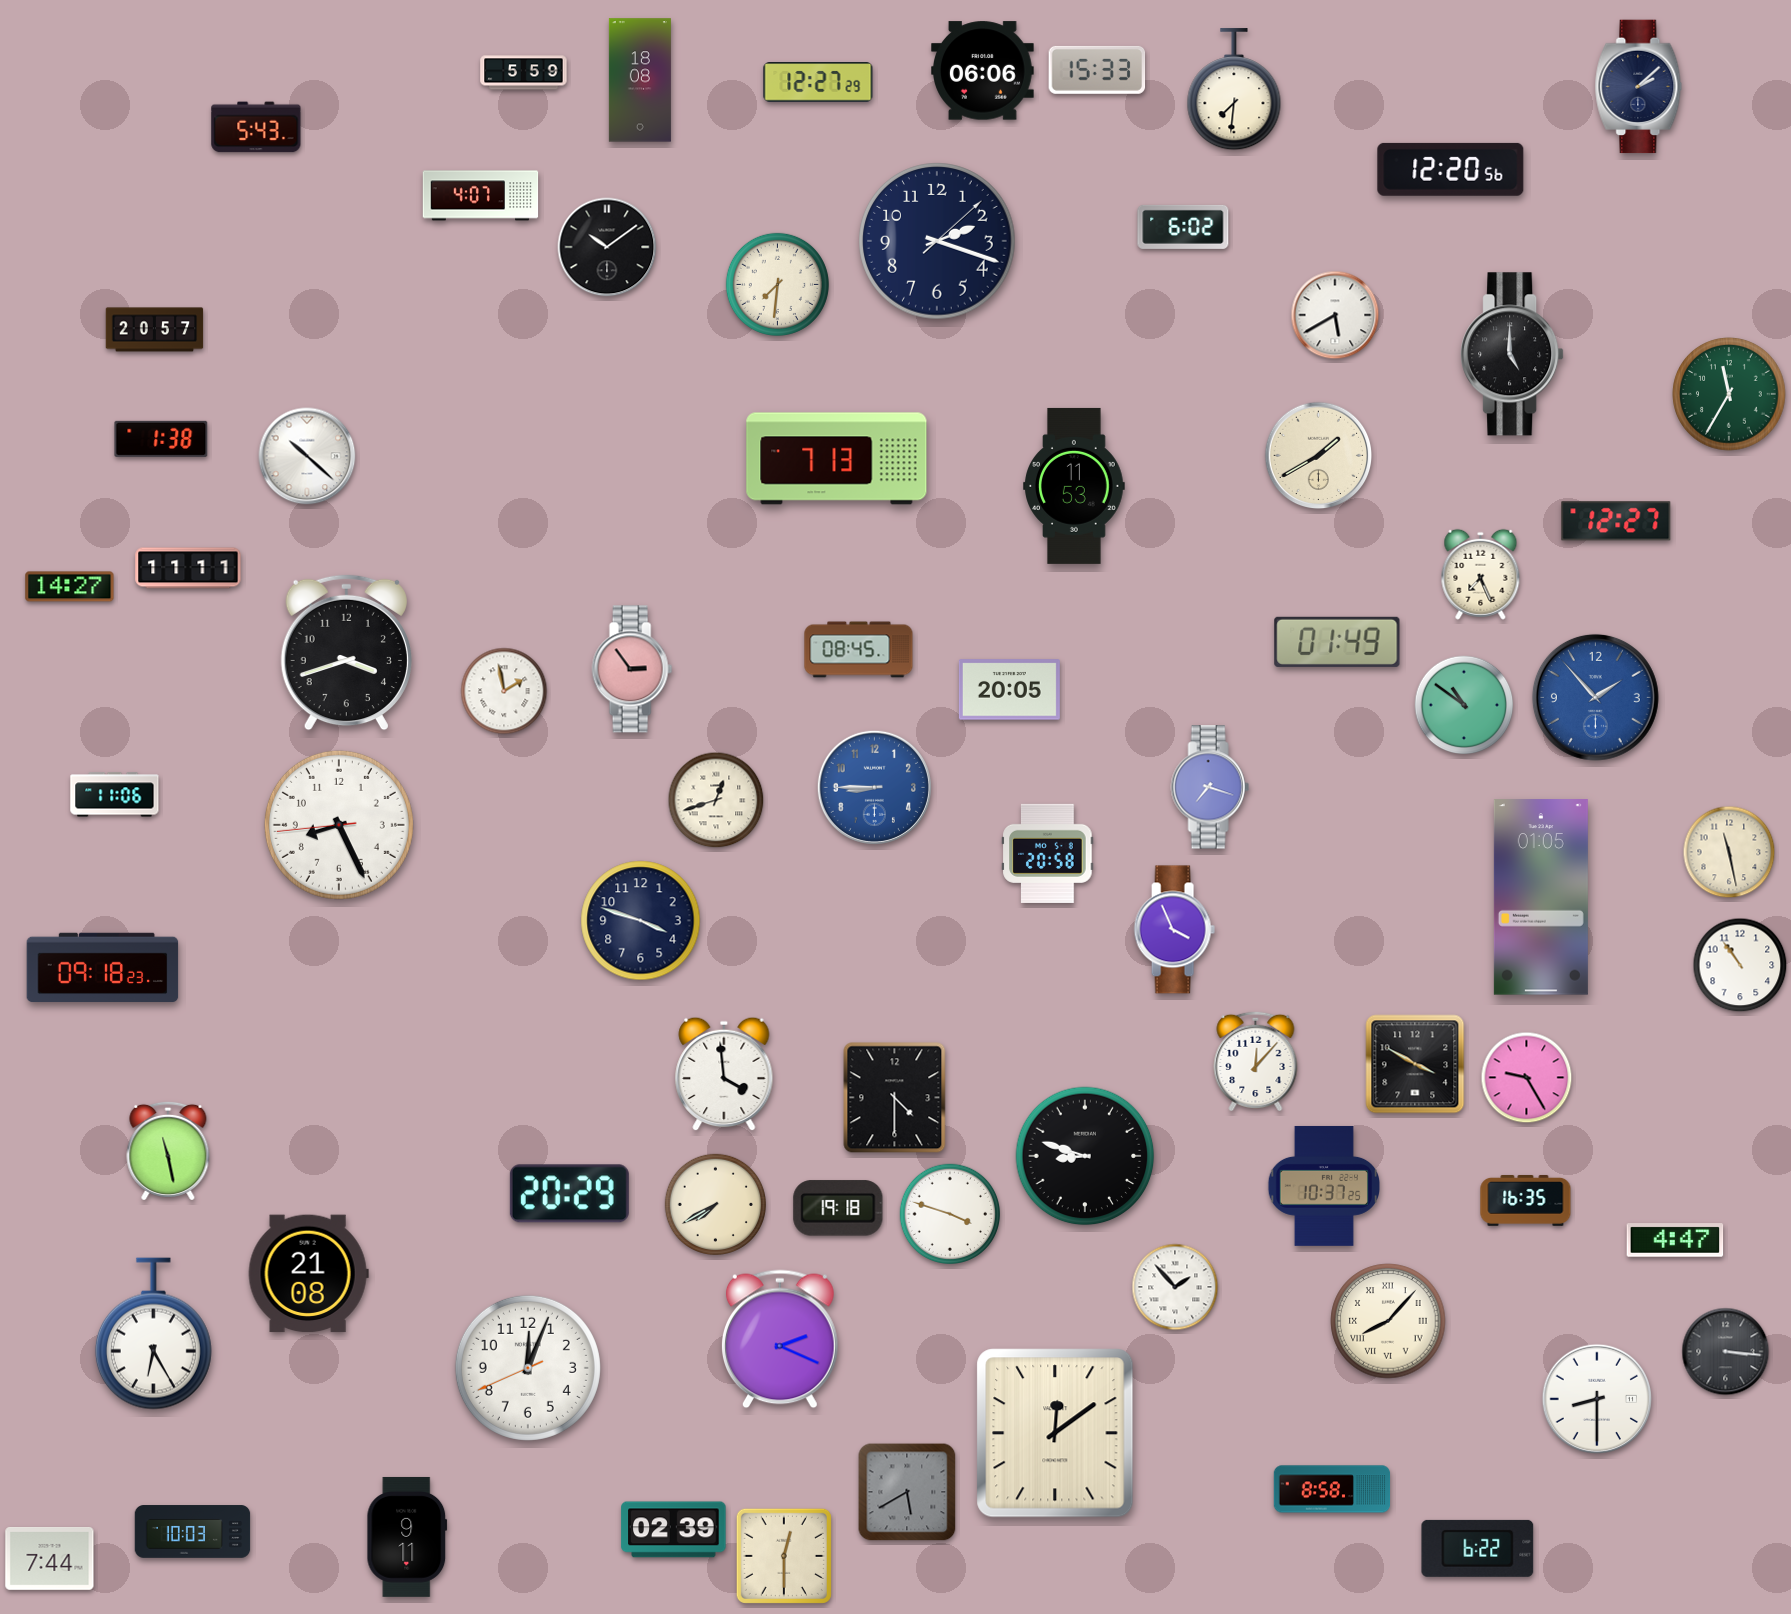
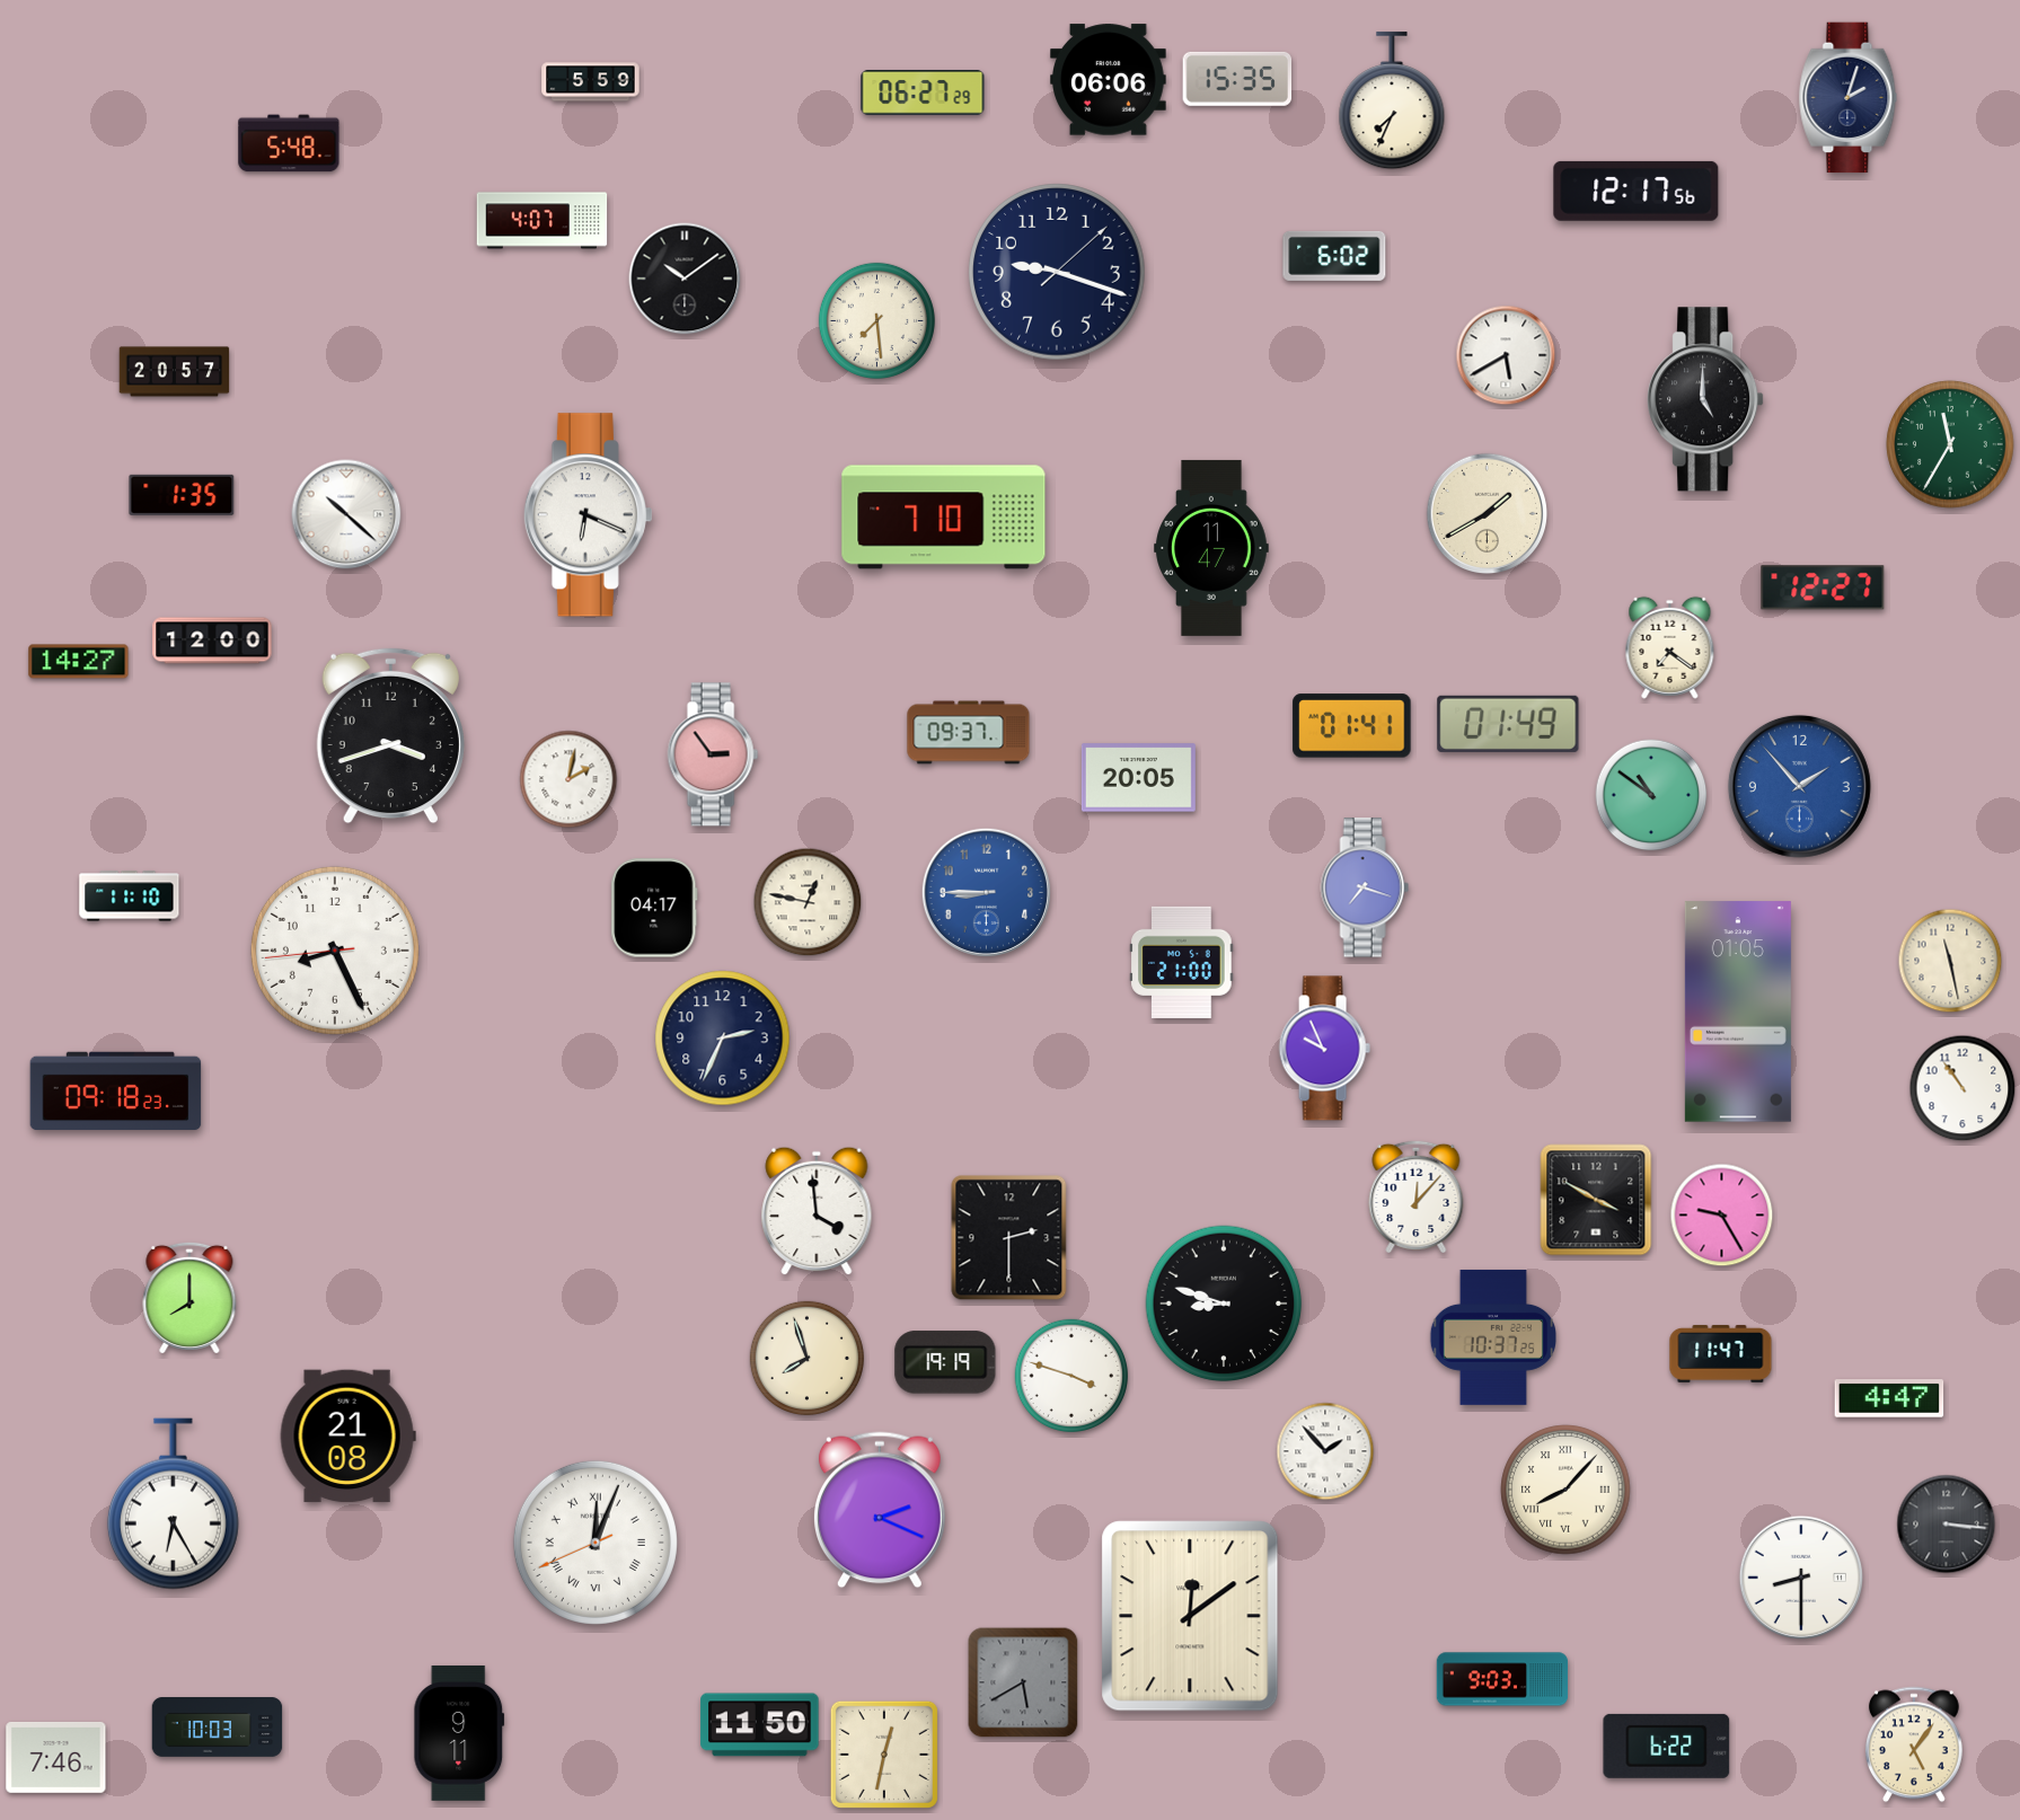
clock at (1097, 70): 15:33 -> 15:35
clock at (640, 80): 18:08 -> none
clock at (818, 82): 12:27 -> 06:27
clock at (1639, 87): 2:08 -> 2:03
clock at (1234, 90): 7:31 -> 7:34
clock at (256, 127): 5:43 -> 5:48
clock at (1451, 169): 12:20 -> 12:17
clock at (937, 241): 2:18 -> 9:18
clock at (777, 284): 7:31 -> 7:29
clock at (161, 439): 1:38 -> 1:35
clock at (588, 515): none -> 6:19
clock at (837, 459): 7:13 -> 7:10
clock at (1074, 486): 11:53 -> 11:47
clock at (188, 568): 11:11 -> 12:00
clock at (1481, 574): 7:26 -> 7:21
clock at (1352, 726): none -> 01:41
clock at (859, 650): 08:45 -> 09:37
clock at (504, 691): 1:58 -> 2:02
clock at (874, 787) position: (874, 787) -> (986, 892)
clock at (115, 795): 11:06 -> 11:10
clock at (716, 800): 12:42 -> 12:47
clock at (654, 908): none -> 04:17
clock at (339, 825) position: (339, 825) -> (335, 951)
clock at (1048, 853): 20:58 -> 21:00
clock at (641, 921): 3:48 -> 2:34
clock at (1174, 930): 3:56 -> 9:56
clock at (895, 1098): 4:30 -> 2:30
clock at (168, 1151): 11:28 -> 8:00
clock at (569, 1194): 20:29 -> none
clock at (1526, 1200): 16:35 -> 11:47
clock at (715, 1204): 7:40 -> 7:57
clock at (838, 1208): 19:18 -> 19:19
clock at (949, 1213) position: (949, 1213) -> (1070, 1375)
clock at (528, 1368) numerals: Arabic -> Roman
clock at (1332, 1489): 8:58 -> 9:03
clock at (674, 1530): 02:39 -> 11:50
clock at (1914, 1744): none -> 5:06
clock at (784, 1556): 12:30 -> 12:32
clock at (50, 1558): 7:44 -> 7:46
